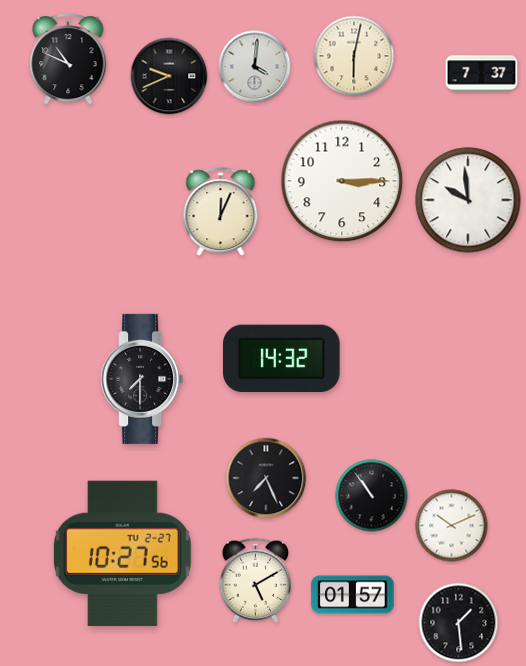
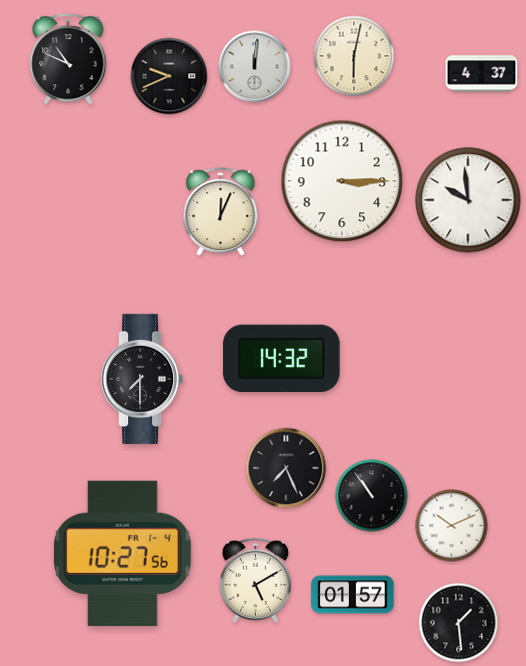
clock at (255, 67): 4:01 -> 12:01
clock at (482, 74): 7:37 -> 4:37
clock at (266, 478) position: (266, 478) -> (286, 468)
clock at (122, 553) date: TU 2-27 -> FR 1-4
